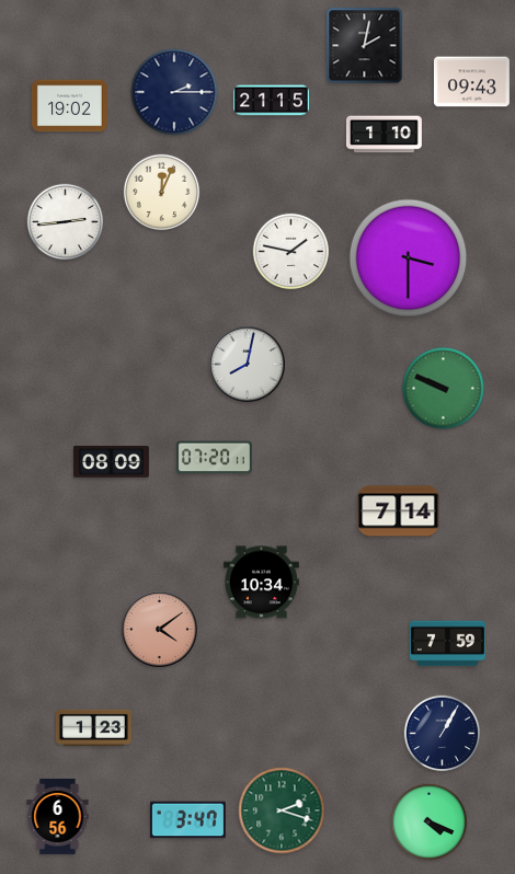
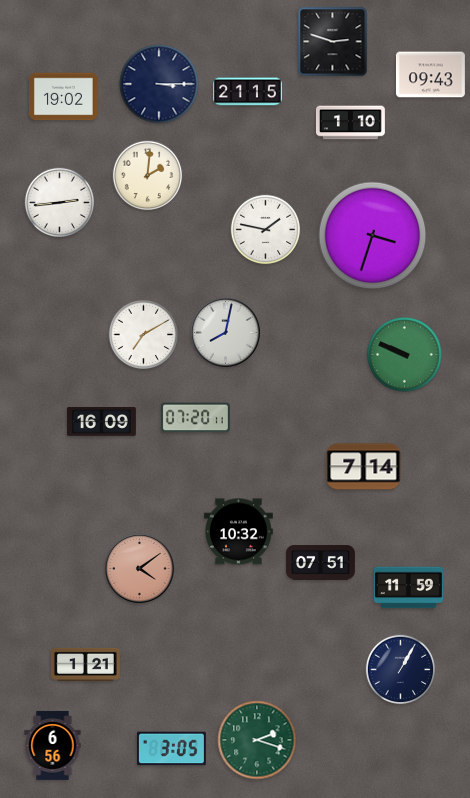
clock at (365, 46): 2:02 -> 2:48
clock at (174, 92): 2:15 -> 3:15
clock at (162, 193): 12:04 -> 2:01
clock at (409, 258): 3:30 -> 3:33
clock at (144, 335): none -> 7:10
clock at (111, 462): 08:09 -> 16:09
clock at (261, 583): 10:34 -> 10:32
clock at (320, 563): none -> 07:51
clock at (160, 630) position: (160, 630) -> (140, 569)
clock at (447, 644): 7:59 -> 11:59
clock at (93, 727): 1:23 -> 1:21
clock at (443, 734) position: (443, 734) -> (401, 670)
clock at (187, 820): 3:47 -> 3:05
clock at (430, 823): 4:19 -> none
